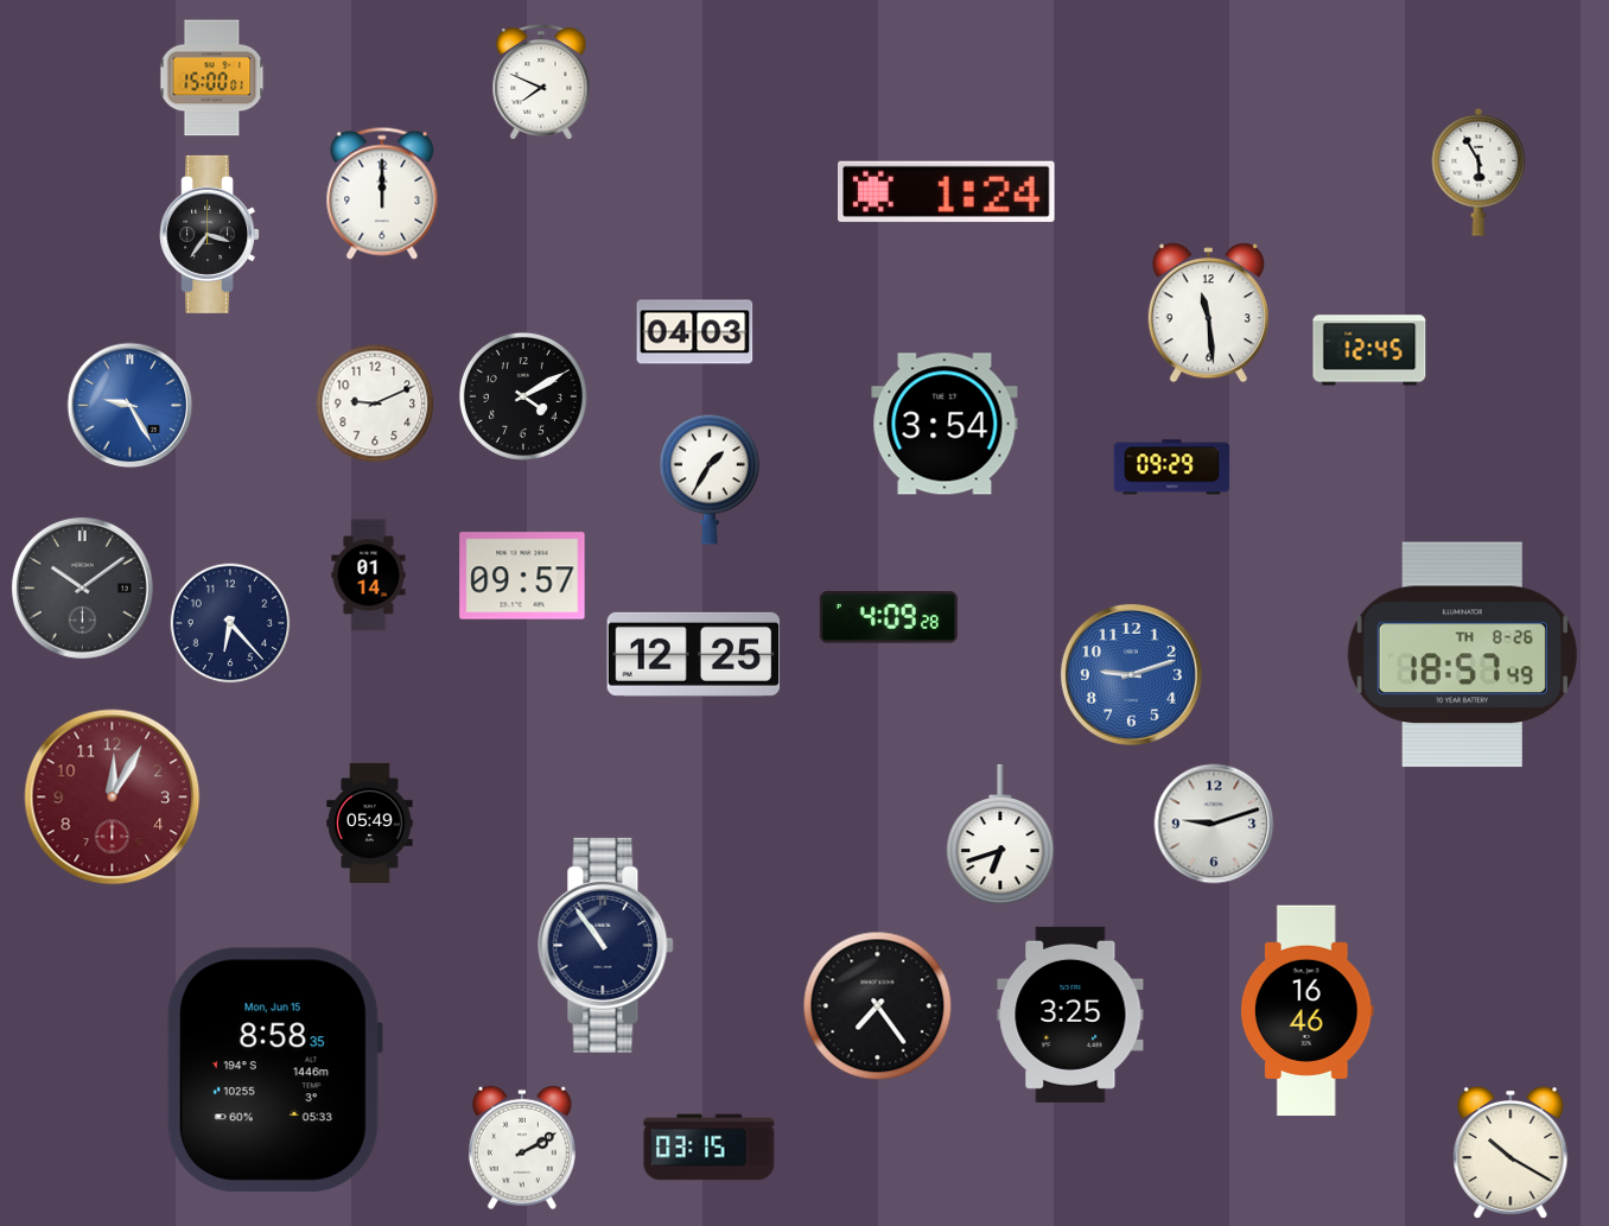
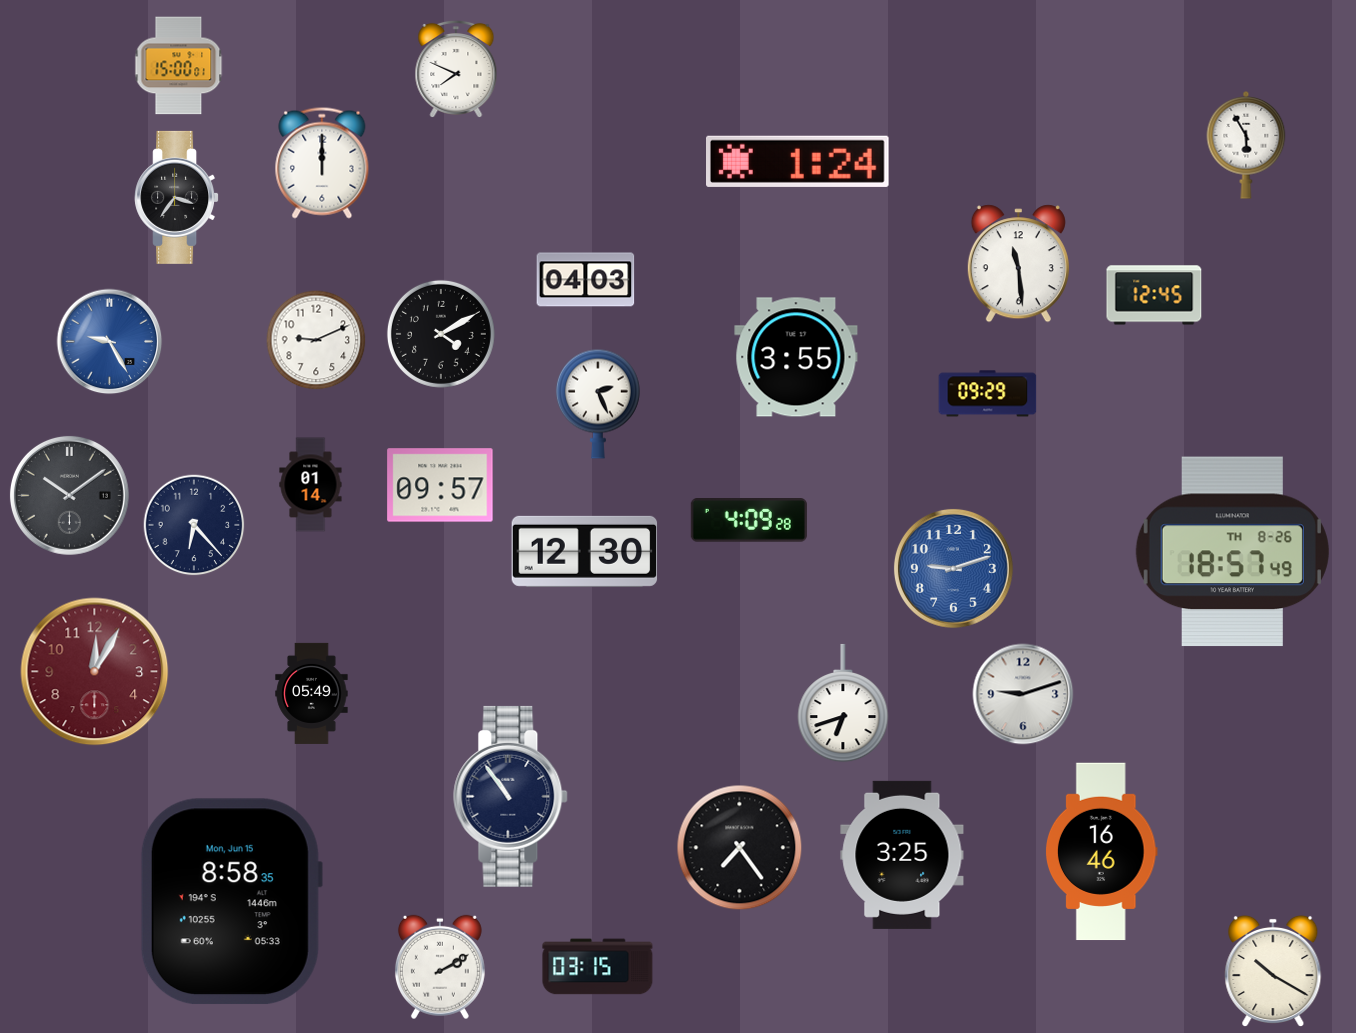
clock at (945, 424): 3:54 -> 3:55
clock at (710, 479): 1:35 -> 2:26
clock at (694, 654): 12:25 -> 12:30
